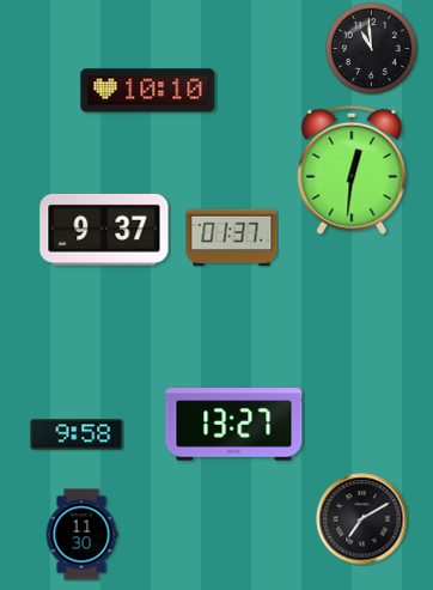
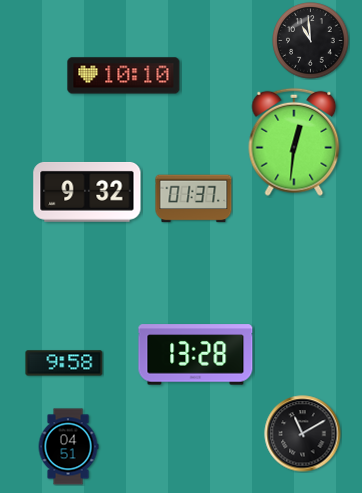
clock at (104, 230): 9:37 -> 9:32
clock at (234, 425): 13:27 -> 13:28
clock at (362, 519): 7:10 -> 11:10
clock at (81, 535): 11:30 -> 04:51
